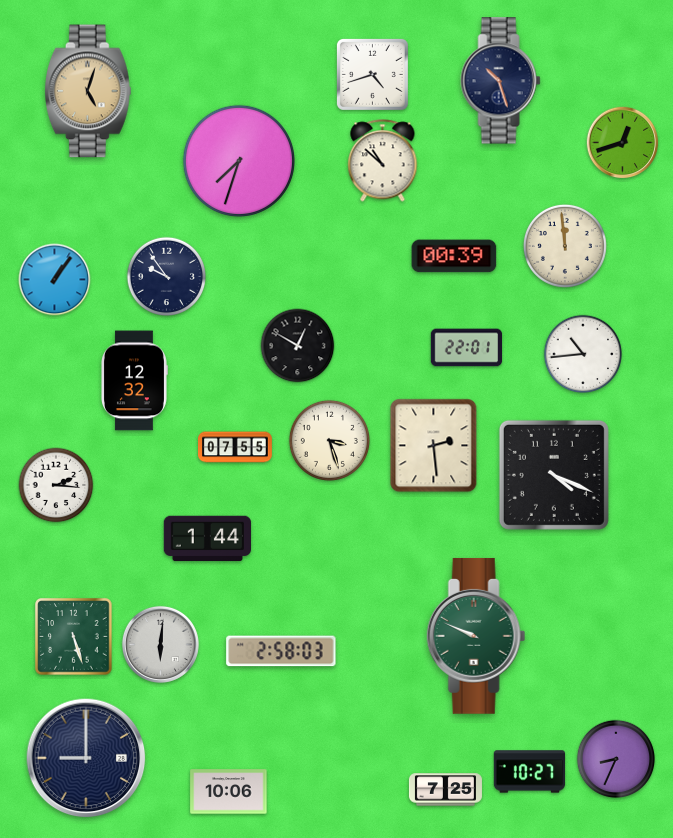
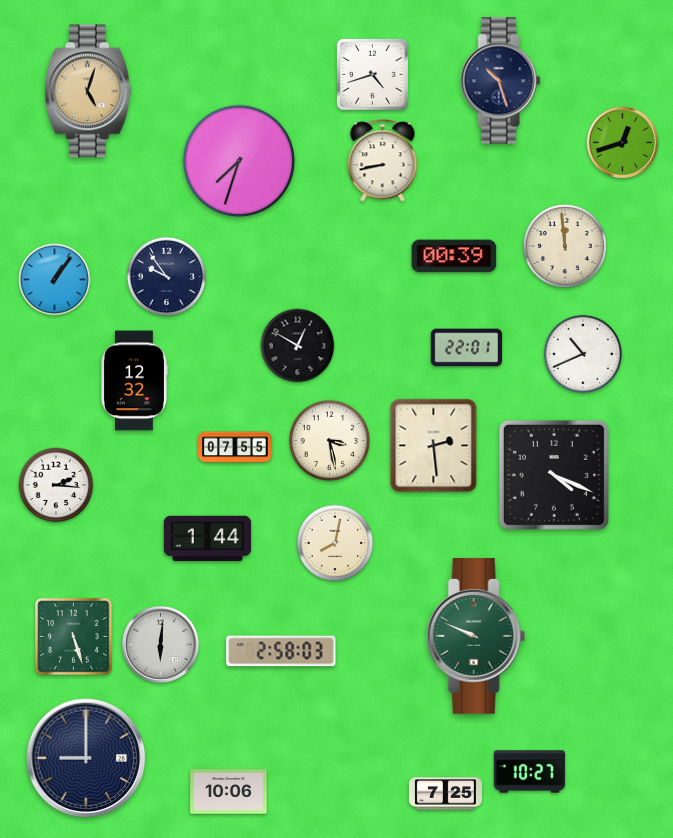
clock at (383, 161): 10:52 -> 8:43
clock at (583, 354): 10:44 -> 10:41
clock at (329, 440): 3:27 -> 3:28
clock at (335, 543): none -> 8:02
clock at (616, 759): 8:34 -> none
clock at (445, 790) position: (445, 790) -> (445, 794)
